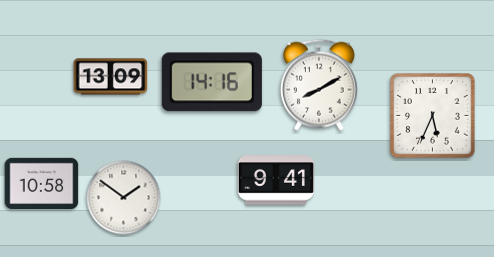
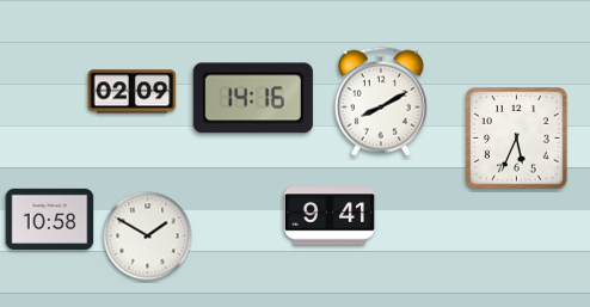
clock at (111, 77): 13:09 -> 02:09
clock at (124, 198): 1:51 -> 1:50
